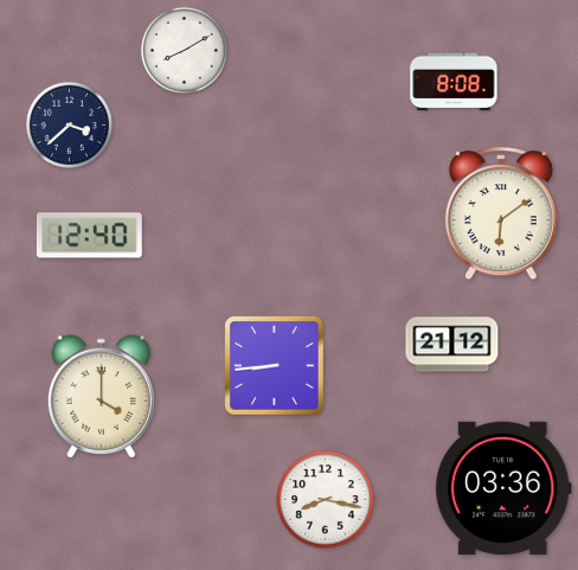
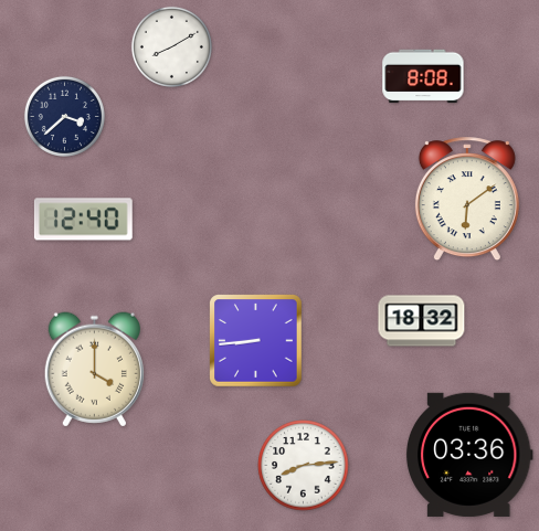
clock at (452, 345): 21:12 -> 18:32
clock at (326, 500): 8:17 -> 8:14
